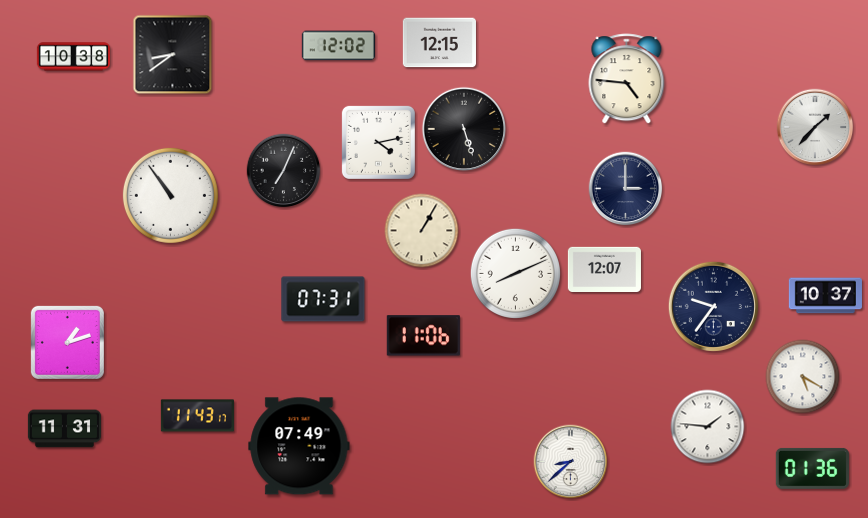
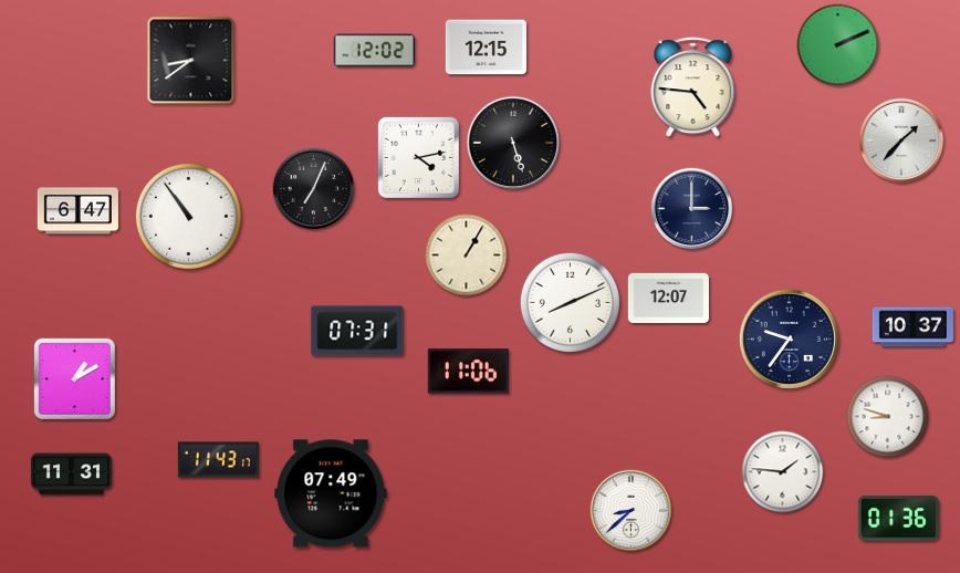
clock at (838, 45): none -> 2:11
clock at (73, 57): 10:38 -> none
clock at (77, 211): none -> 6:47
clock at (67, 342): 1:12 -> 1:10
clock at (803, 377): 5:20 -> 8:48
